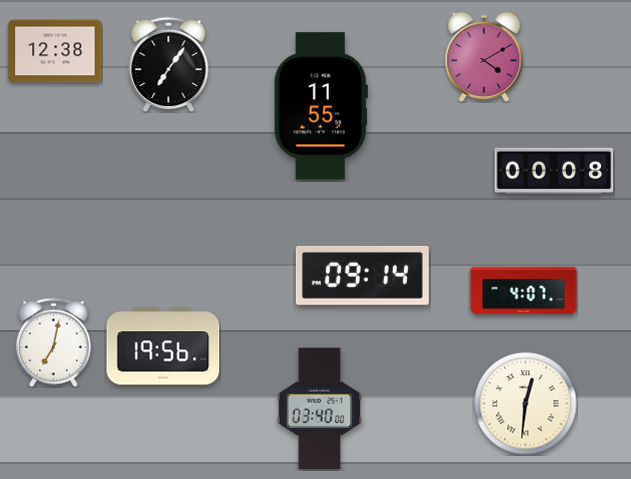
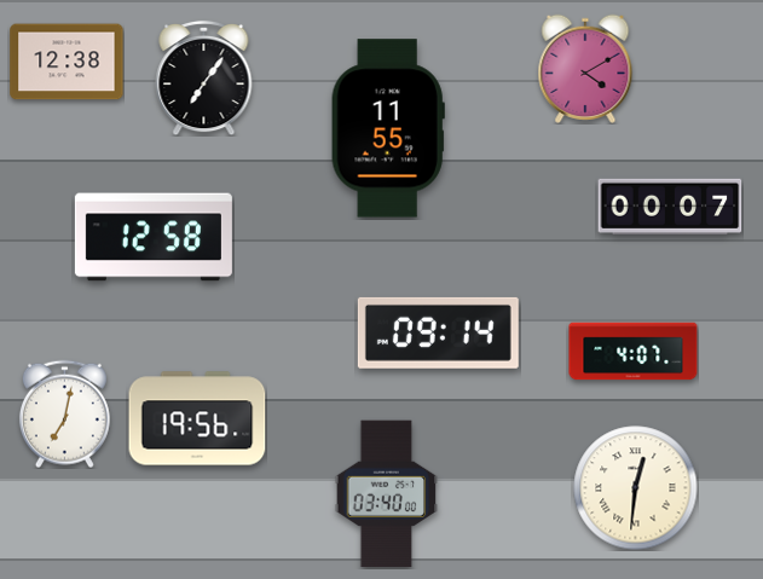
clock at (554, 171): 00:08 -> 00:07
clock at (154, 237): none -> 12:58
